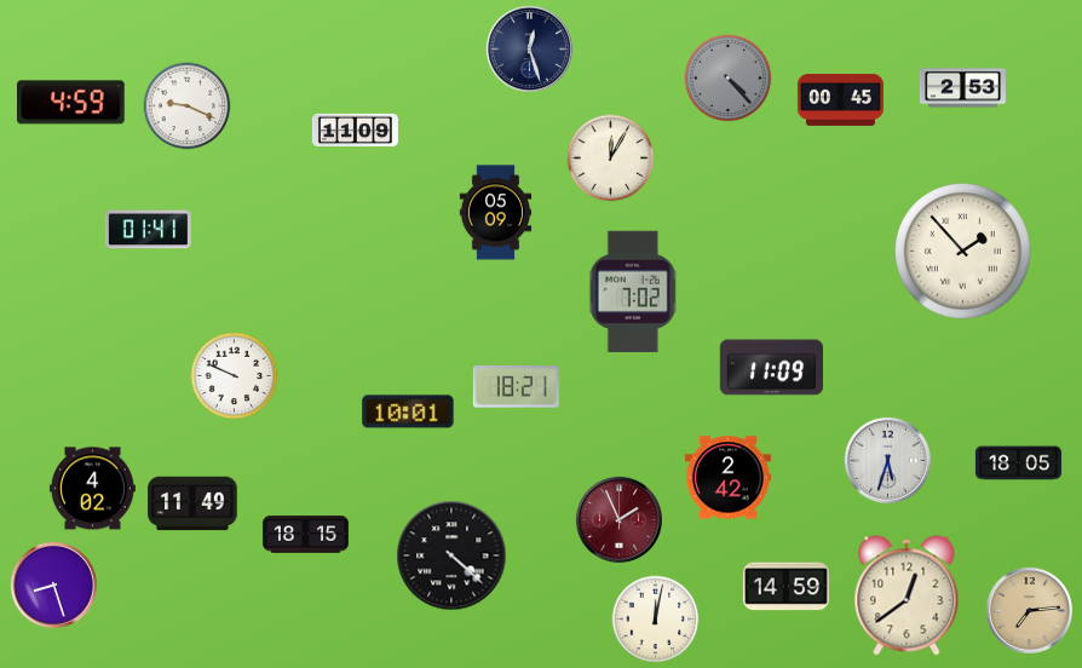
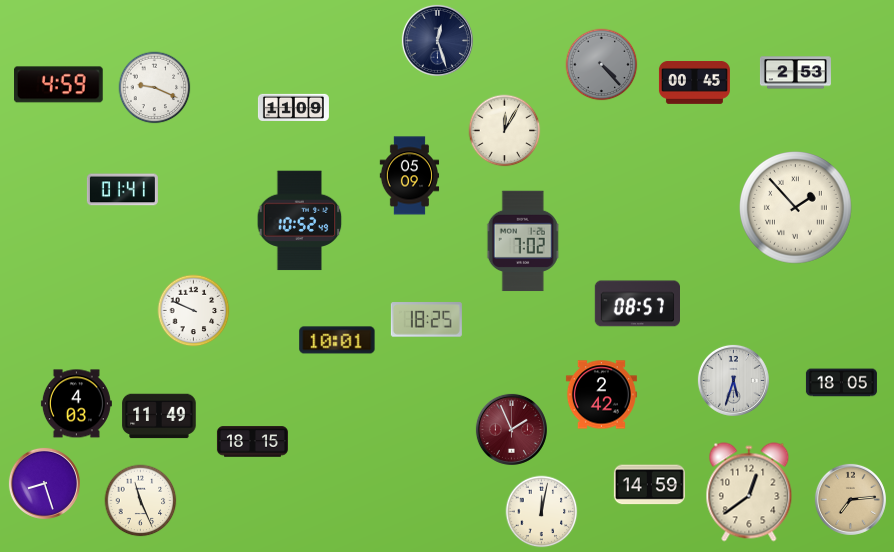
clock at (300, 221): none -> 10:52
clock at (771, 368): 11:09 -> 08:57
clock at (516, 387): 18:21 -> 18:25
clock at (92, 489): 4:02 -> 4:03
clock at (451, 555): 4:22 -> none
clock at (141, 501): none -> 11:26
clock at (1029, 610) position: (1029, 610) -> (850, 499)
